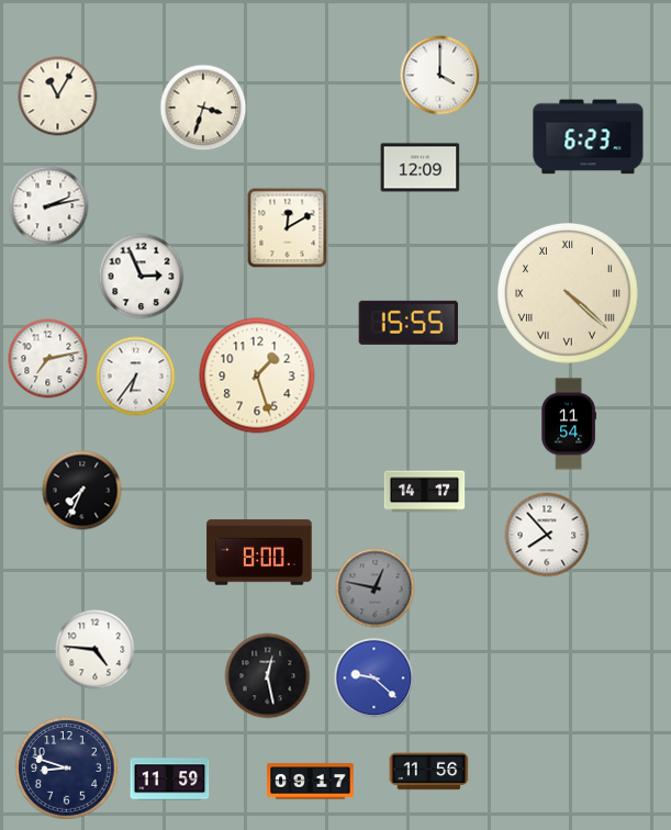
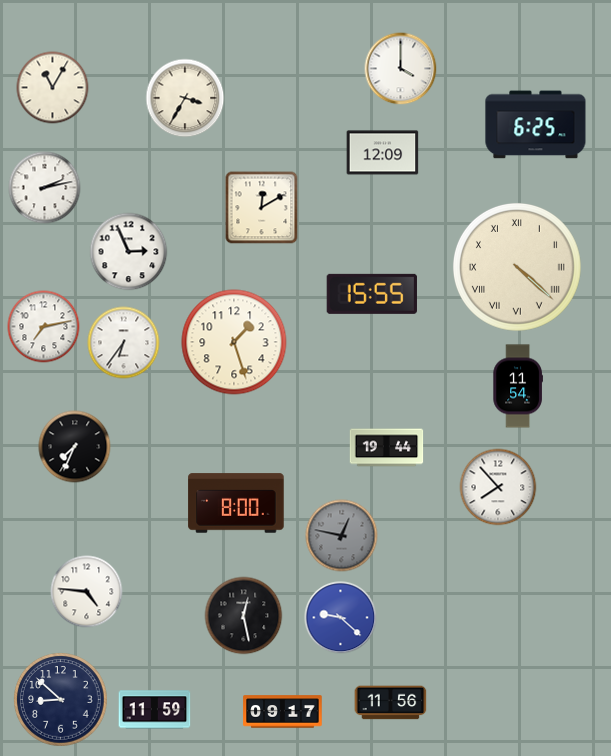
clock at (203, 108): 3:33 -> 3:35
clock at (589, 137): 6:23 -> 6:25
clock at (425, 492): 14:17 -> 19:44
clock at (67, 769): 8:48 -> 8:52
